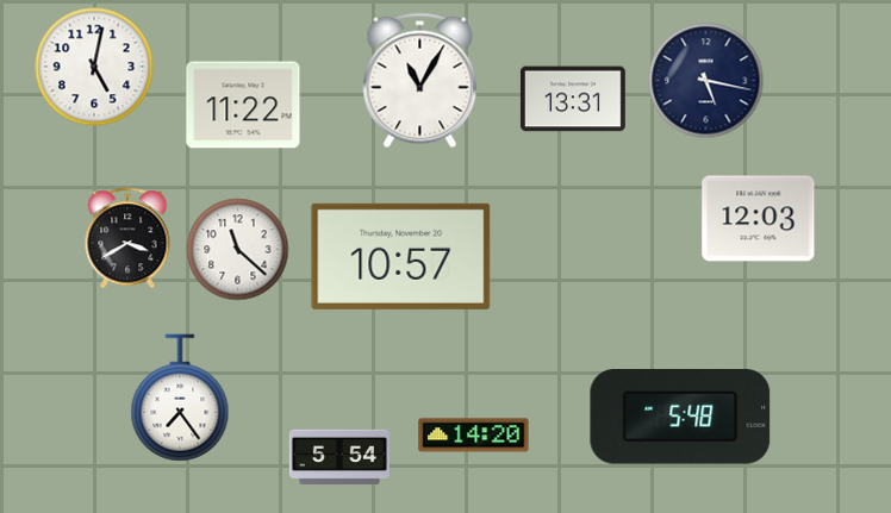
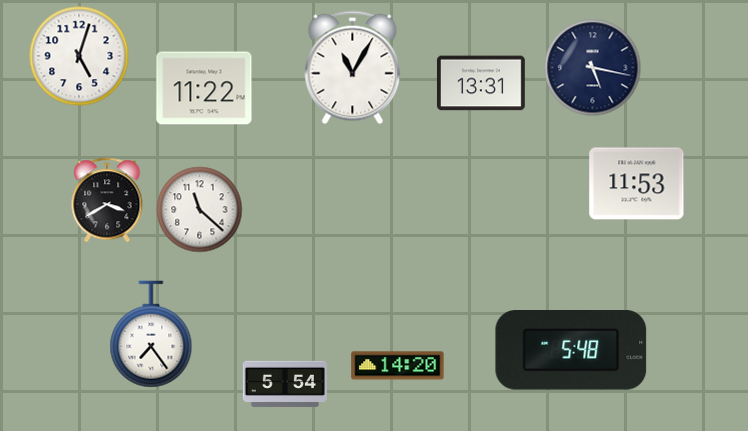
clock at (94, 67): 5:02 -> 5:03
clock at (759, 219): 12:03 -> 11:53
clock at (401, 256): 10:57 -> none
